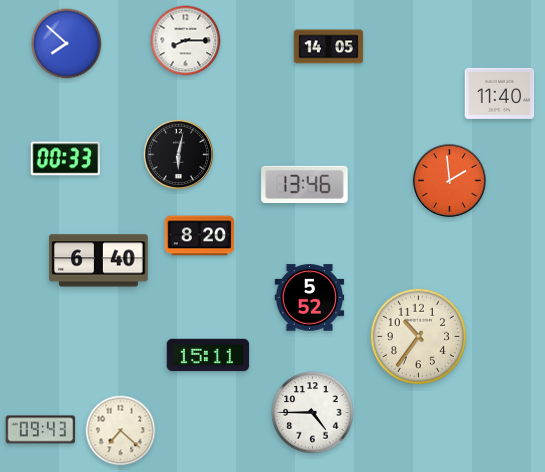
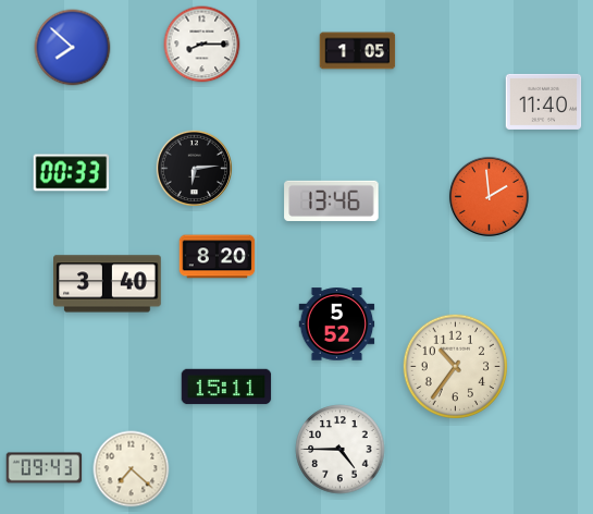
clock at (329, 47): 14:05 -> 1:05
clock at (179, 155): 6:02 -> 6:14
clock at (99, 261): 6:40 -> 3:40
